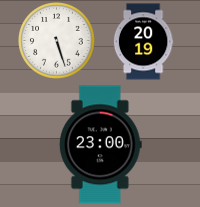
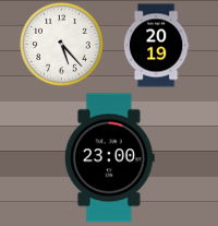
clock at (57, 41): 5:27 -> 5:23
